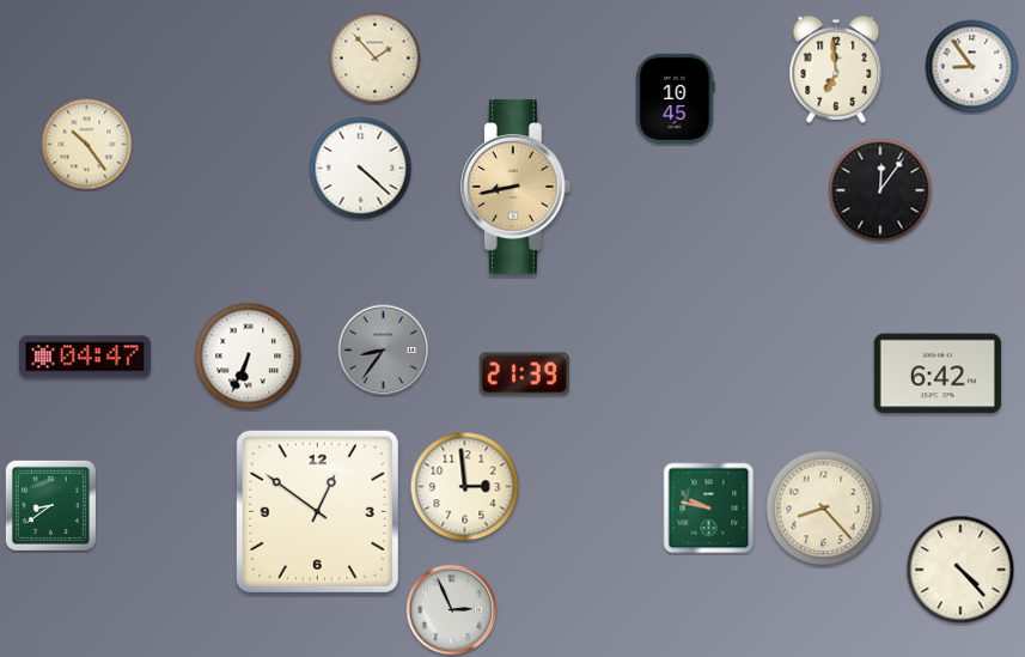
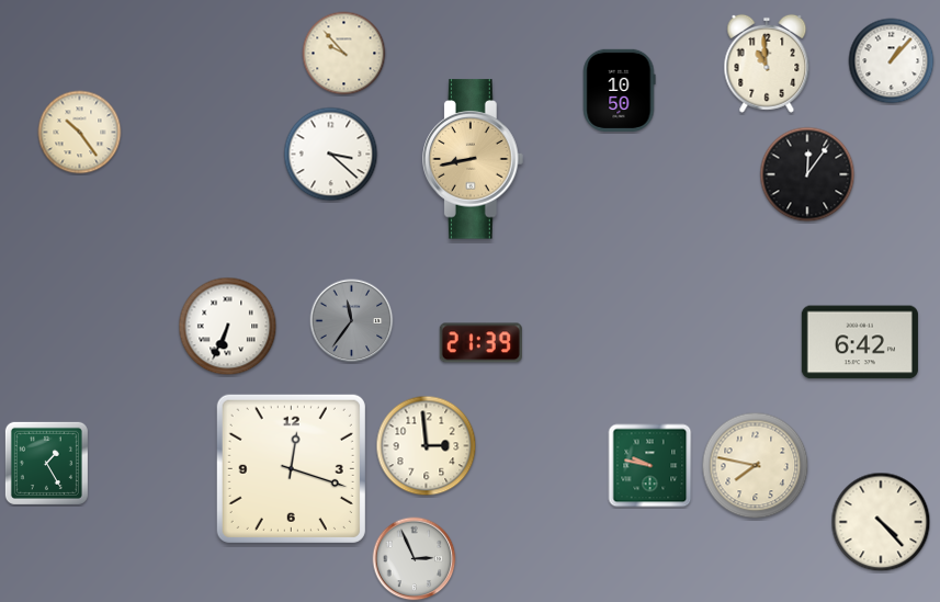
clock at (376, 59): 1:53 -> 9:53
clock at (972, 67): 8:54 -> 1:07
clock at (836, 69): 6:59 -> 10:59
clock at (676, 98): 10:45 -> 10:50
clock at (361, 169): 4:22 -> 3:22
clock at (517, 187) position: (517, 187) -> (474, 159)
clock at (384, 351): 8:36 -> 11:36
clock at (85, 357): 04:47 -> none
clock at (50, 505): 8:39 -> 1:25
clock at (824, 509): 8:23 -> 7:47
clock at (317, 511): 12:51 -> 12:18
